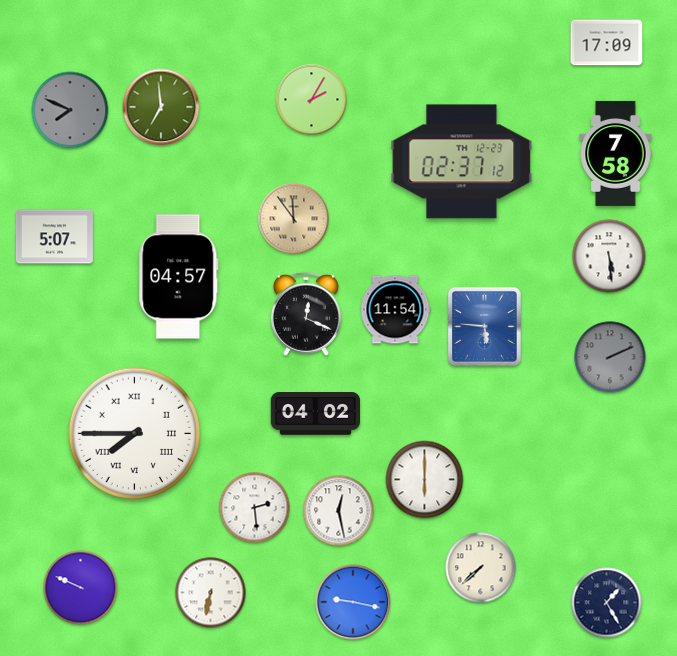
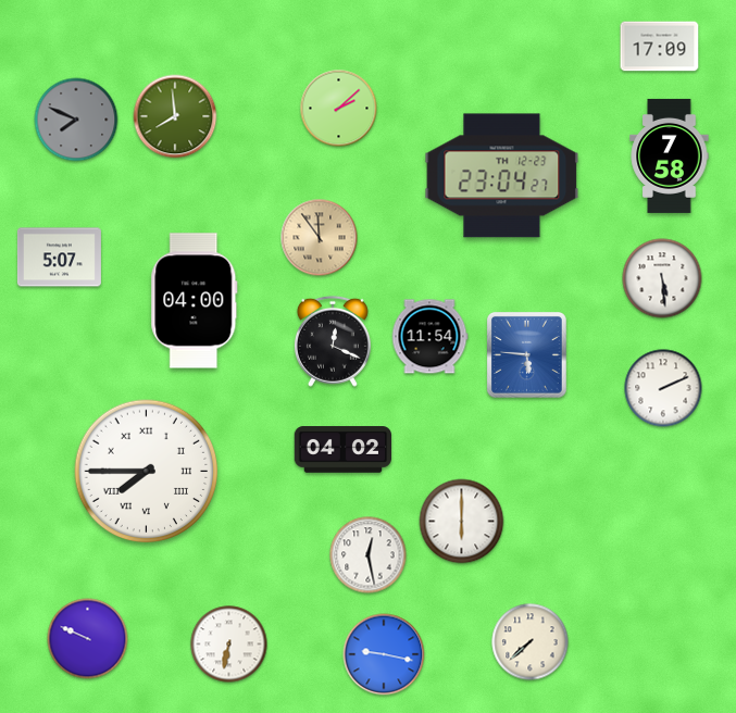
clock at (312, 100): 2:05 -> 2:08
clock at (161, 107): 6:59 -> 7:59
clock at (616, 153) position: (616, 153) -> (670, 155)
clock at (462, 162): 02:37 -> 23:04
clock at (179, 277): 04:57 -> 04:00
clock at (610, 357) dial: grey -> white
clock at (255, 508): 2:29 -> none
clock at (481, 568) position: (481, 568) -> (531, 642)
clock at (607, 603): 1:25 -> none
